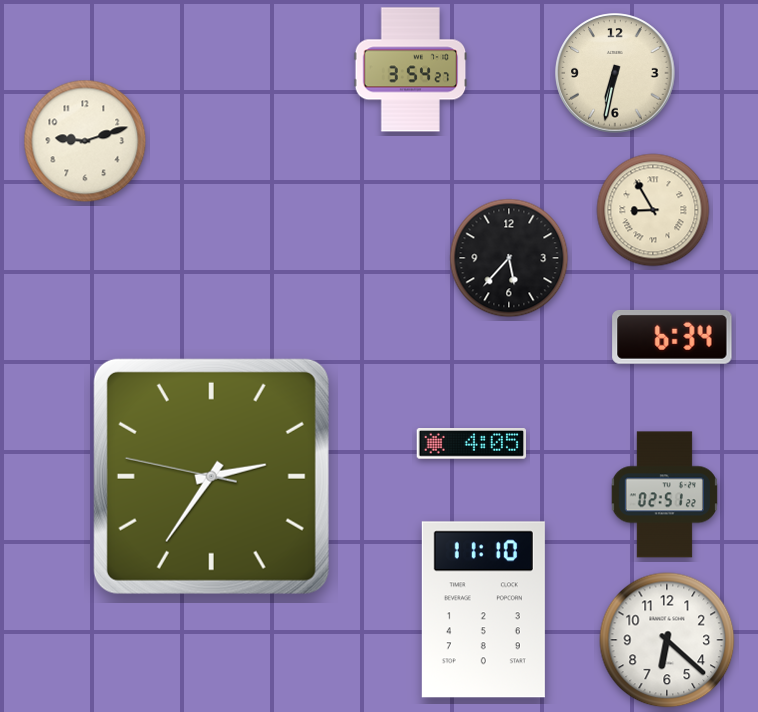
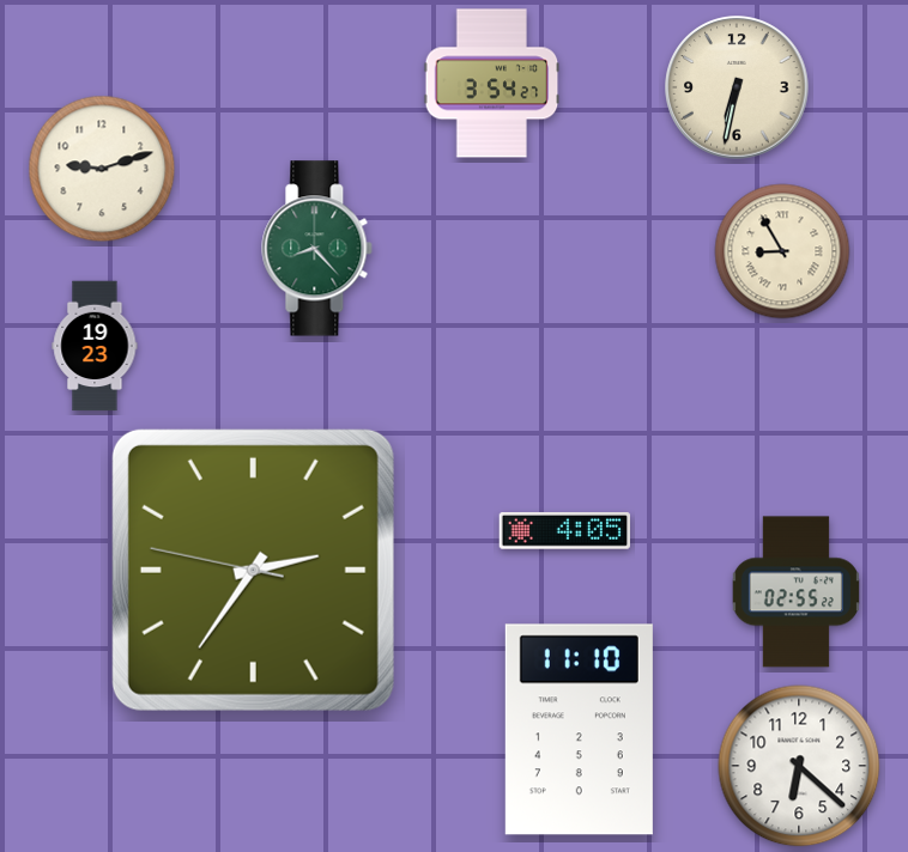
clock at (317, 249): none -> 8:23
clock at (509, 258): 5:37 -> none
clock at (95, 346): none -> 19:23
clock at (672, 337): 6:34 -> none
clock at (664, 495): 02:51 -> 02:55
